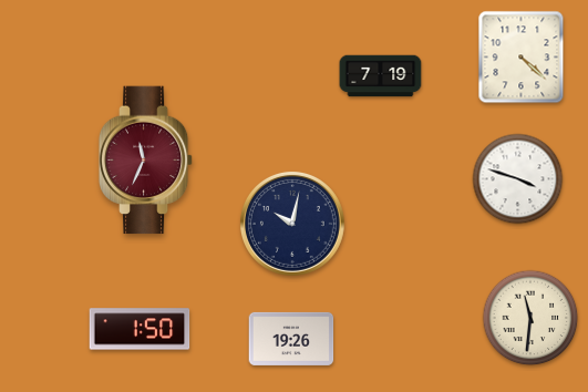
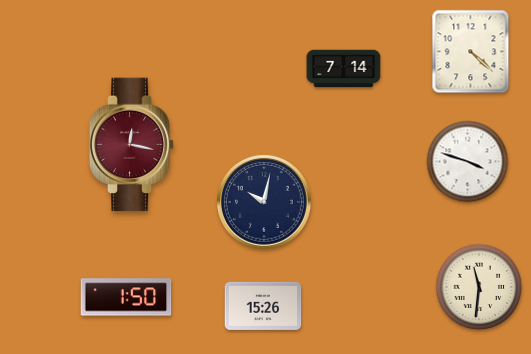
clock at (381, 76): 7:19 -> 7:14
clock at (146, 161): 11:34 -> 12:17
clock at (291, 339): 19:26 -> 15:26
